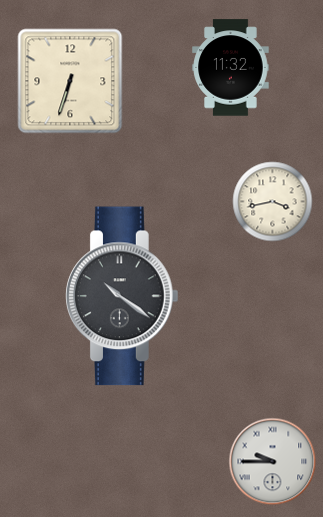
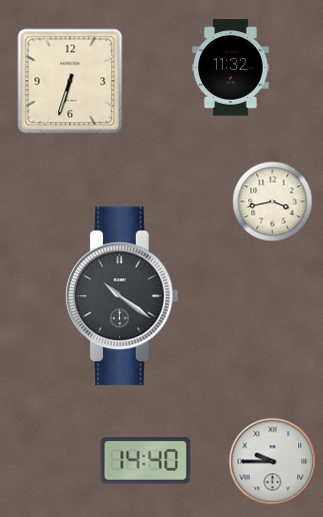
clock at (146, 461): none -> 14:40
